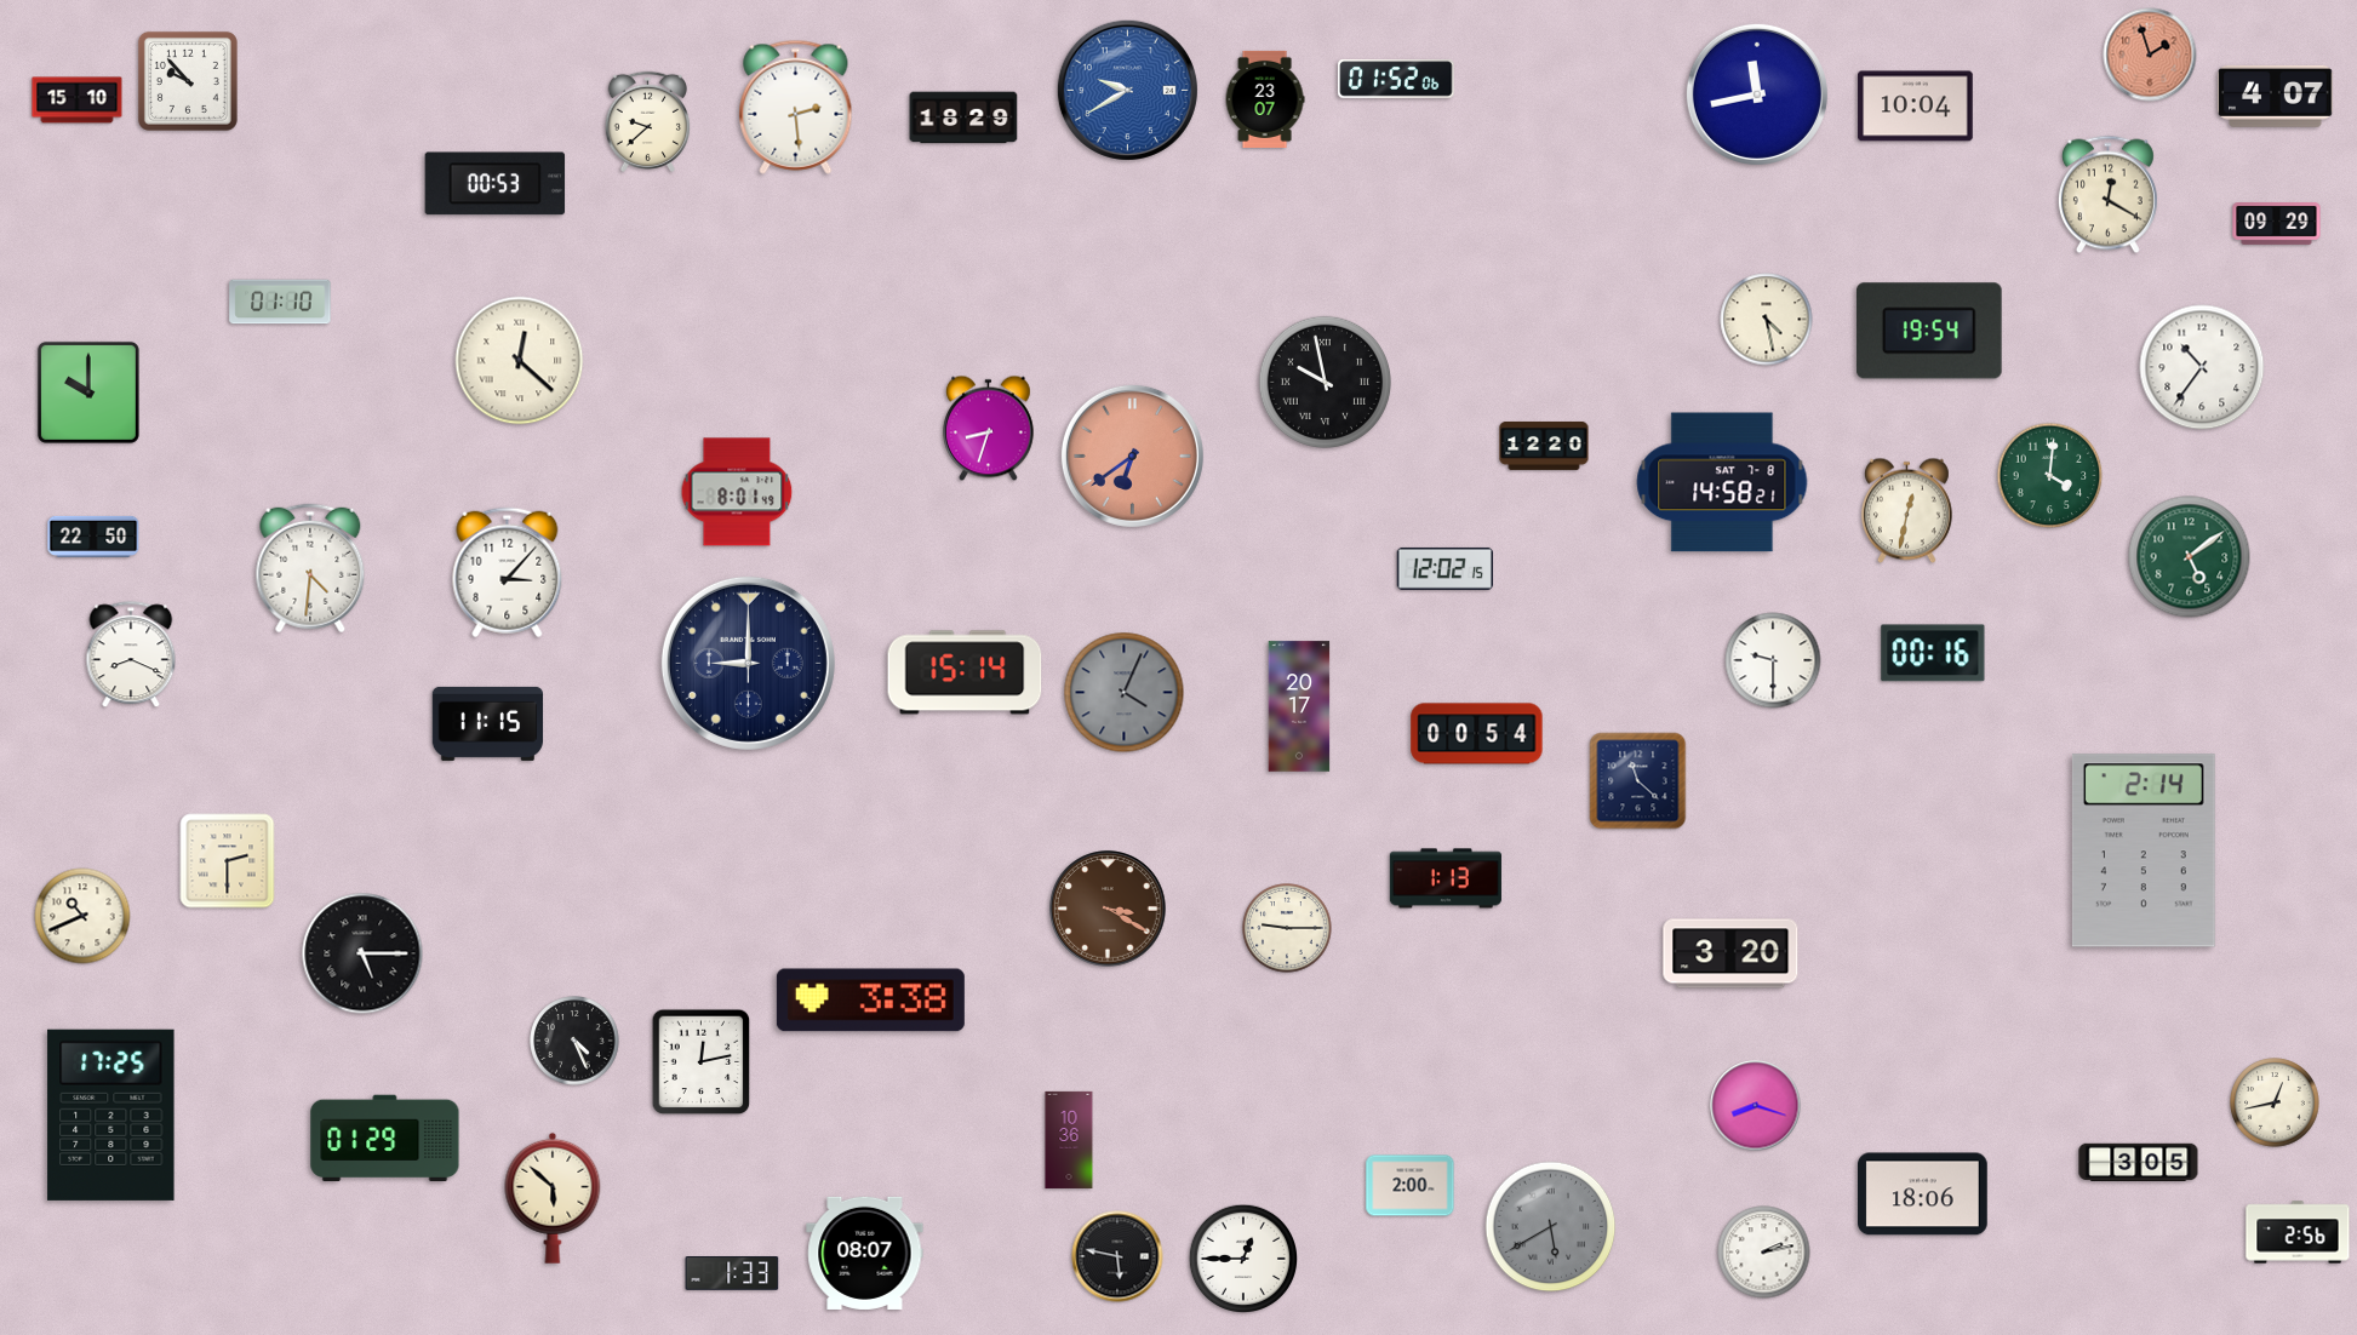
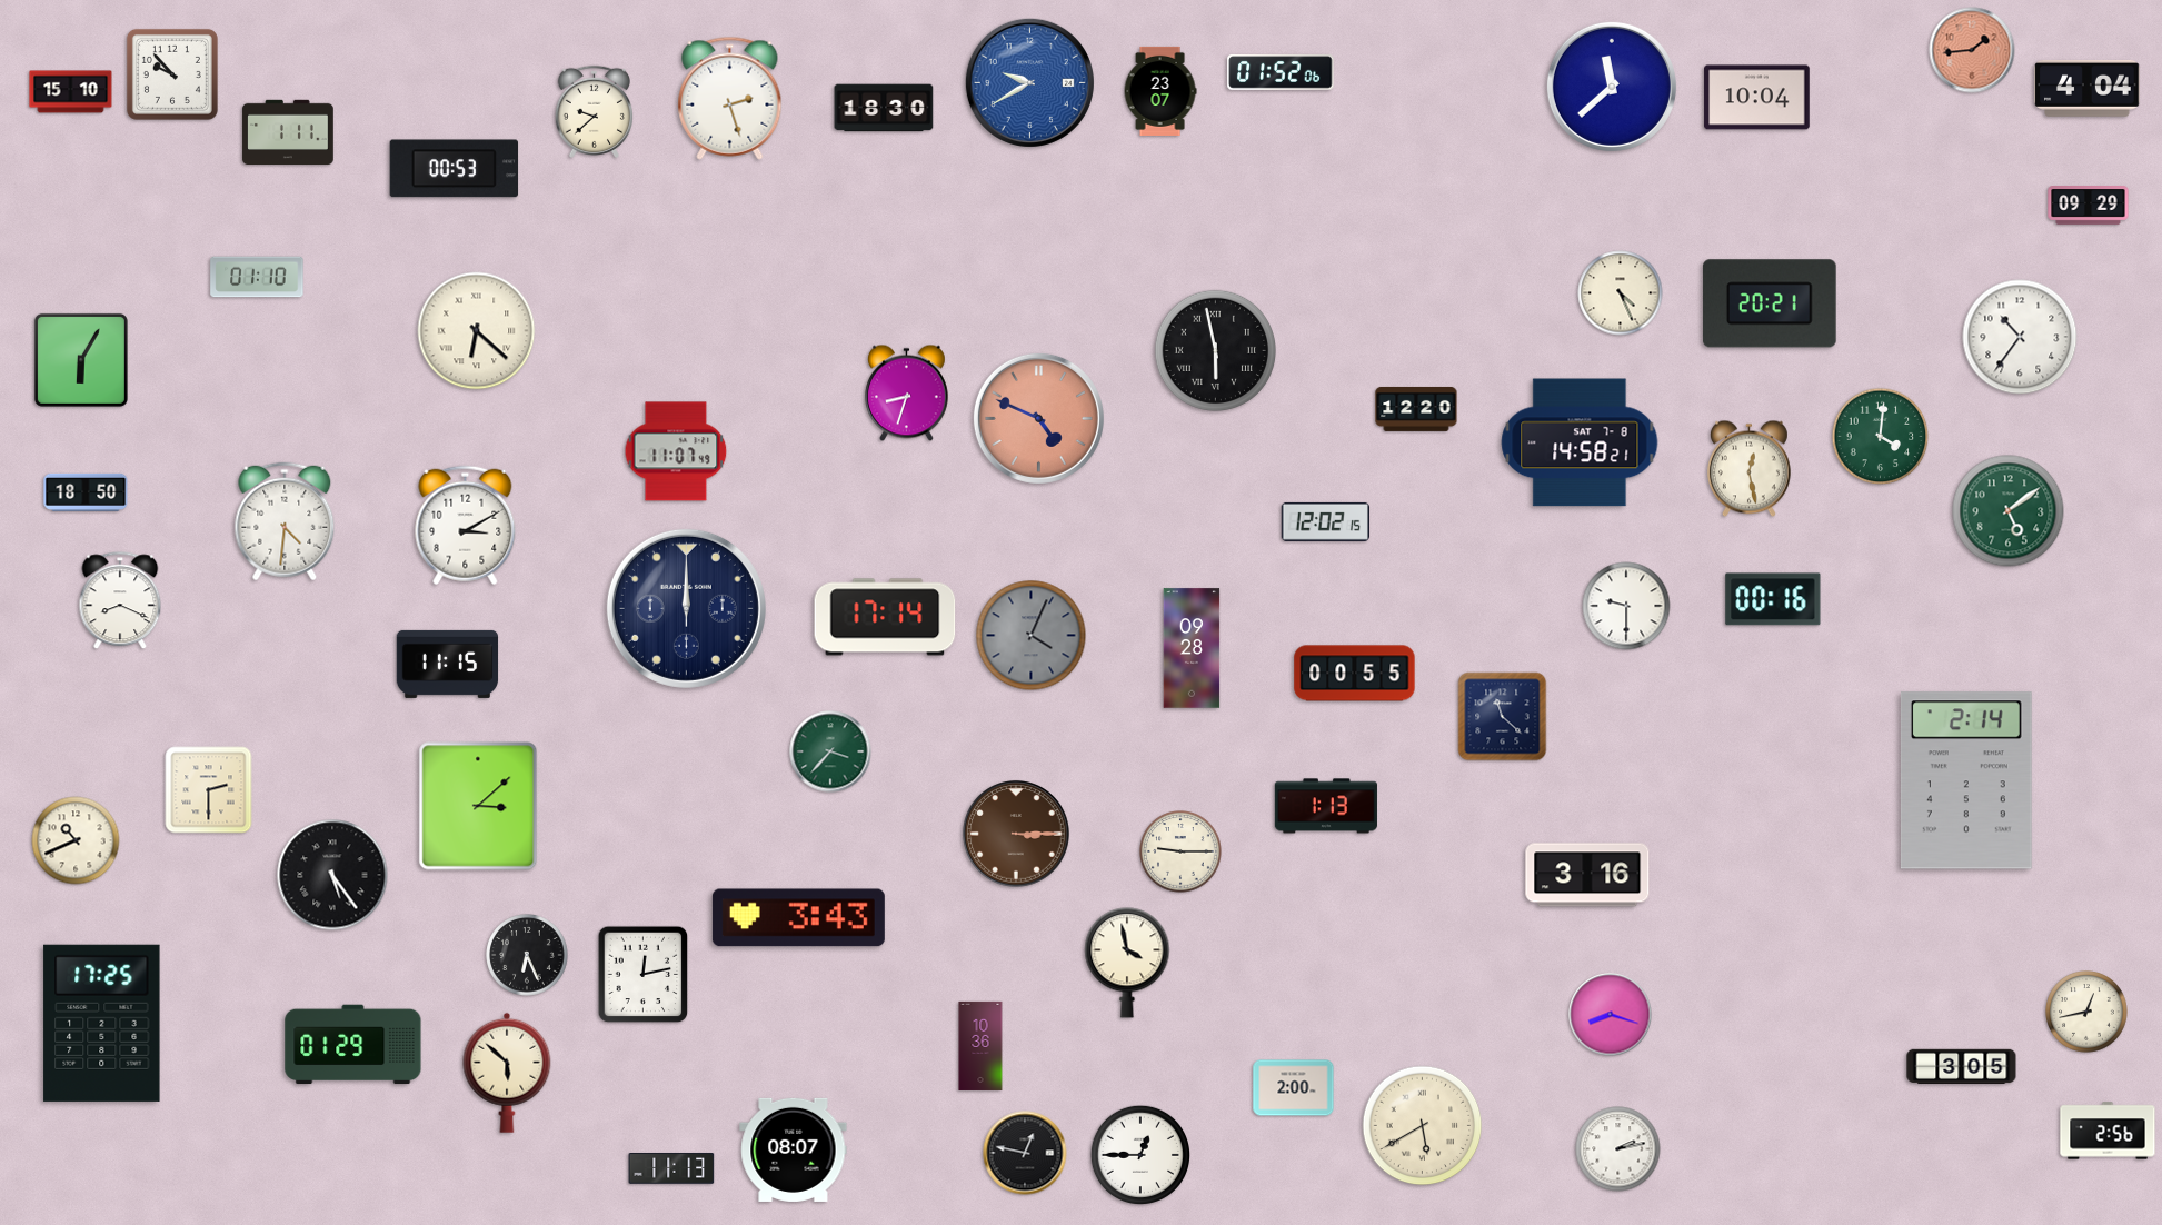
clock at (2150, 55): 1:57 -> 1:44
clock at (1127, 90) position: (1127, 90) -> (1029, 82)
clock at (1757, 94): 11:43 -> 11:38
clock at (2276, 96): 4:07 -> 4:04
clock at (796, 107): 2:29 -> 2:27
clock at (963, 118): 18:29 -> 18:30
clock at (288, 131): none -> 1:11
clock at (2107, 195): 12:20 -> none
clock at (1767, 320): 4:28 -> 4:26
clock at (1929, 331): 19:54 -> 20:21
clock at (520, 361): 12:22 -> 6:22
clock at (1325, 382): 9:58 -> 5:58
clock at (88, 393): 10:00 -> 6:05
clock at (1132, 455): 6:39 -> 4:49
clock at (737, 492): 8:01 -> 11:07
clock at (1907, 511): 12:32 -> 12:28
clock at (93, 537): 22:50 -> 18:50
clock at (508, 573): 3:07 -> 3:10
clock at (748, 663): 9:00 -> 12:00
clock at (965, 672): 15:14 -> 17:14
clock at (1299, 706): 20:17 -> 09:28
clock at (1477, 734): 00:54 -> 00:55
clock at (830, 751): none -> 3:37
clock at (478, 806): none -> 3:08
clock at (1108, 909): 3:20 -> 3:15
clock at (362, 953): 5:15 -> 5:24
clock at (1730, 953): 3:20 -> 3:16
clock at (870, 1001): 3:38 -> 3:43
clock at (574, 1041): 4:26 -> 6:26
clock at (1127, 963): none -> 3:58
clock at (1923, 1194): 18:06 -> none
clock at (553, 1198) position: (553, 1198) -> (507, 1073)
clock at (1551, 1227) dial: grey -> cream
clock at (1117, 1256): 5:47 -> 12:47
clock at (732, 1274): 1:33 -> 11:13
